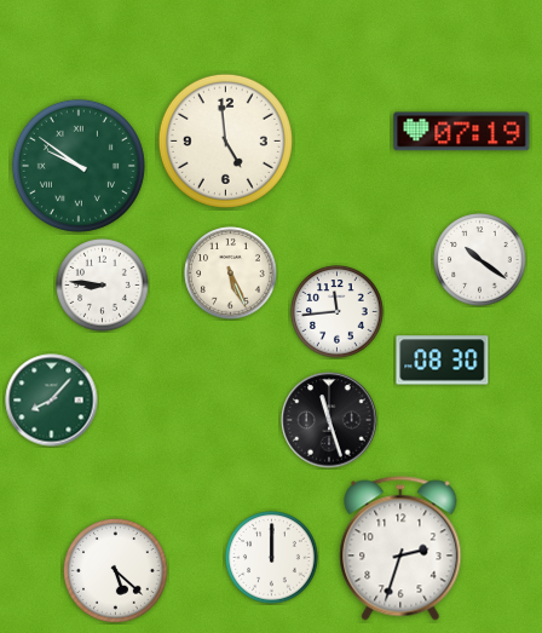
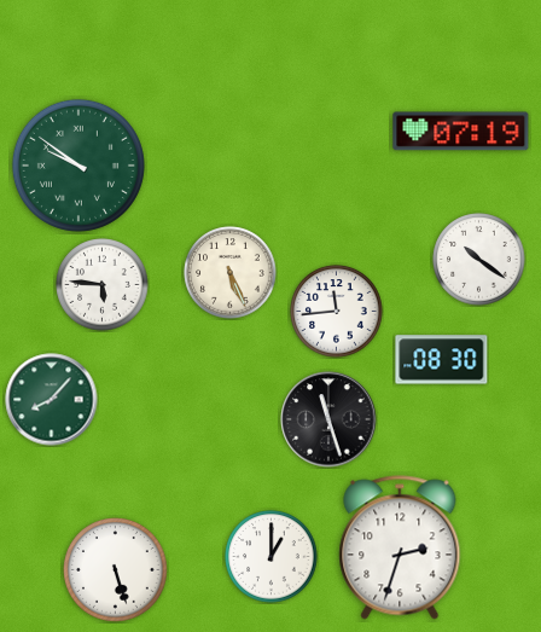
clock at (225, 140): 4:59 -> none
clock at (103, 286): 8:46 -> 5:46
clock at (272, 558): 12:00 -> 1:00
clock at (116, 571): 5:22 -> 5:27
